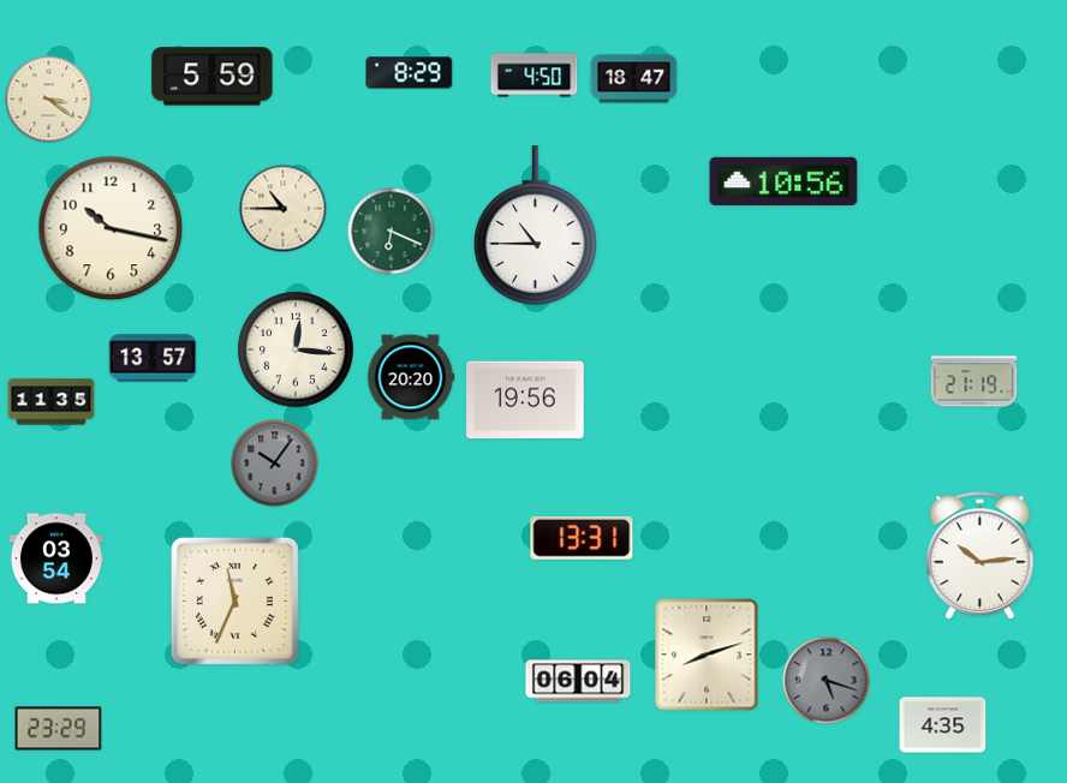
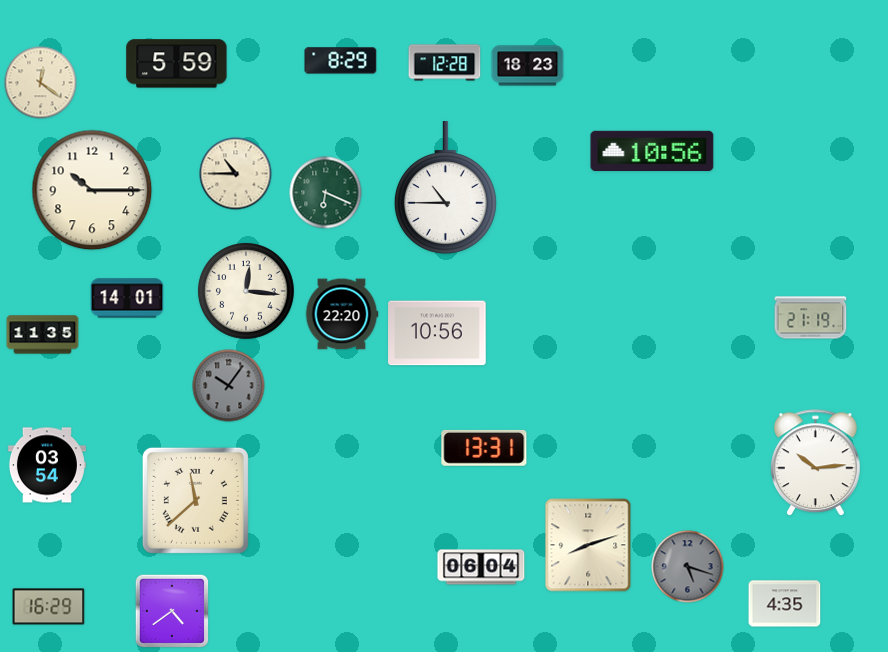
clock at (535, 76): 4:50 -> 12:28
clock at (634, 79): 18:47 -> 18:23
clock at (49, 100): 3:21 -> 12:21
clock at (111, 228): 10:17 -> 10:15
clock at (153, 358): 13:57 -> 14:01
clock at (411, 377): 20:20 -> 22:20
clock at (525, 400): 19:56 -> 10:56
clock at (234, 600): 11:34 -> 11:38
clock at (59, 729): 23:29 -> 16:29
clock at (172, 611): none -> 4:39
